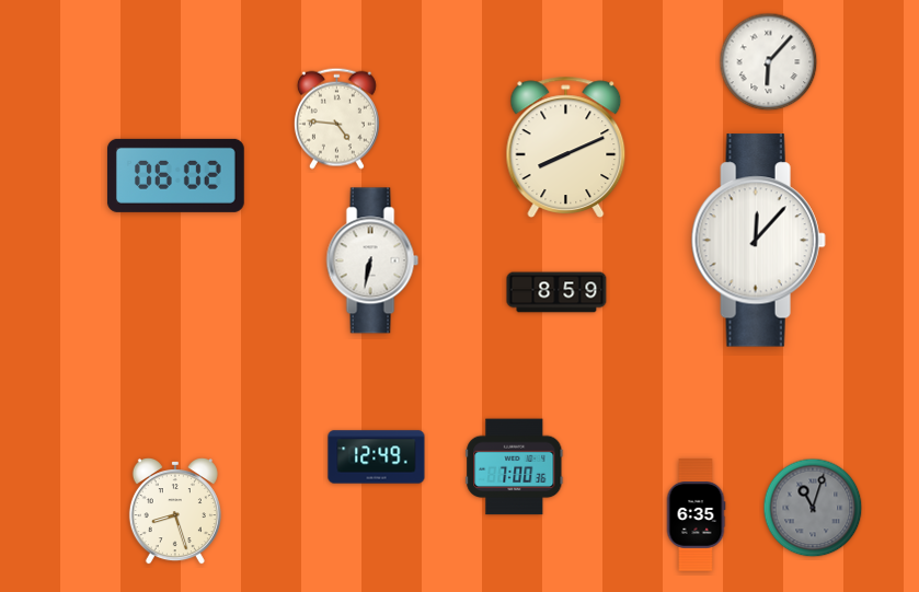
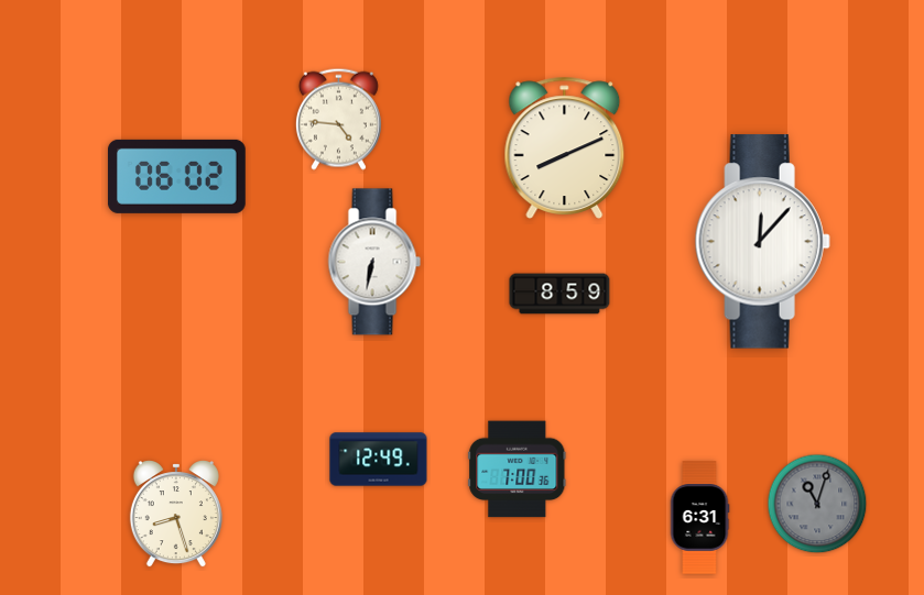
clock at (769, 62): 6:07 -> none
clock at (566, 147) position: (566, 147) -> (565, 147)
clock at (813, 508) position: (813, 508) -> (817, 504)
clock at (696, 515): 6:35 -> 6:31
